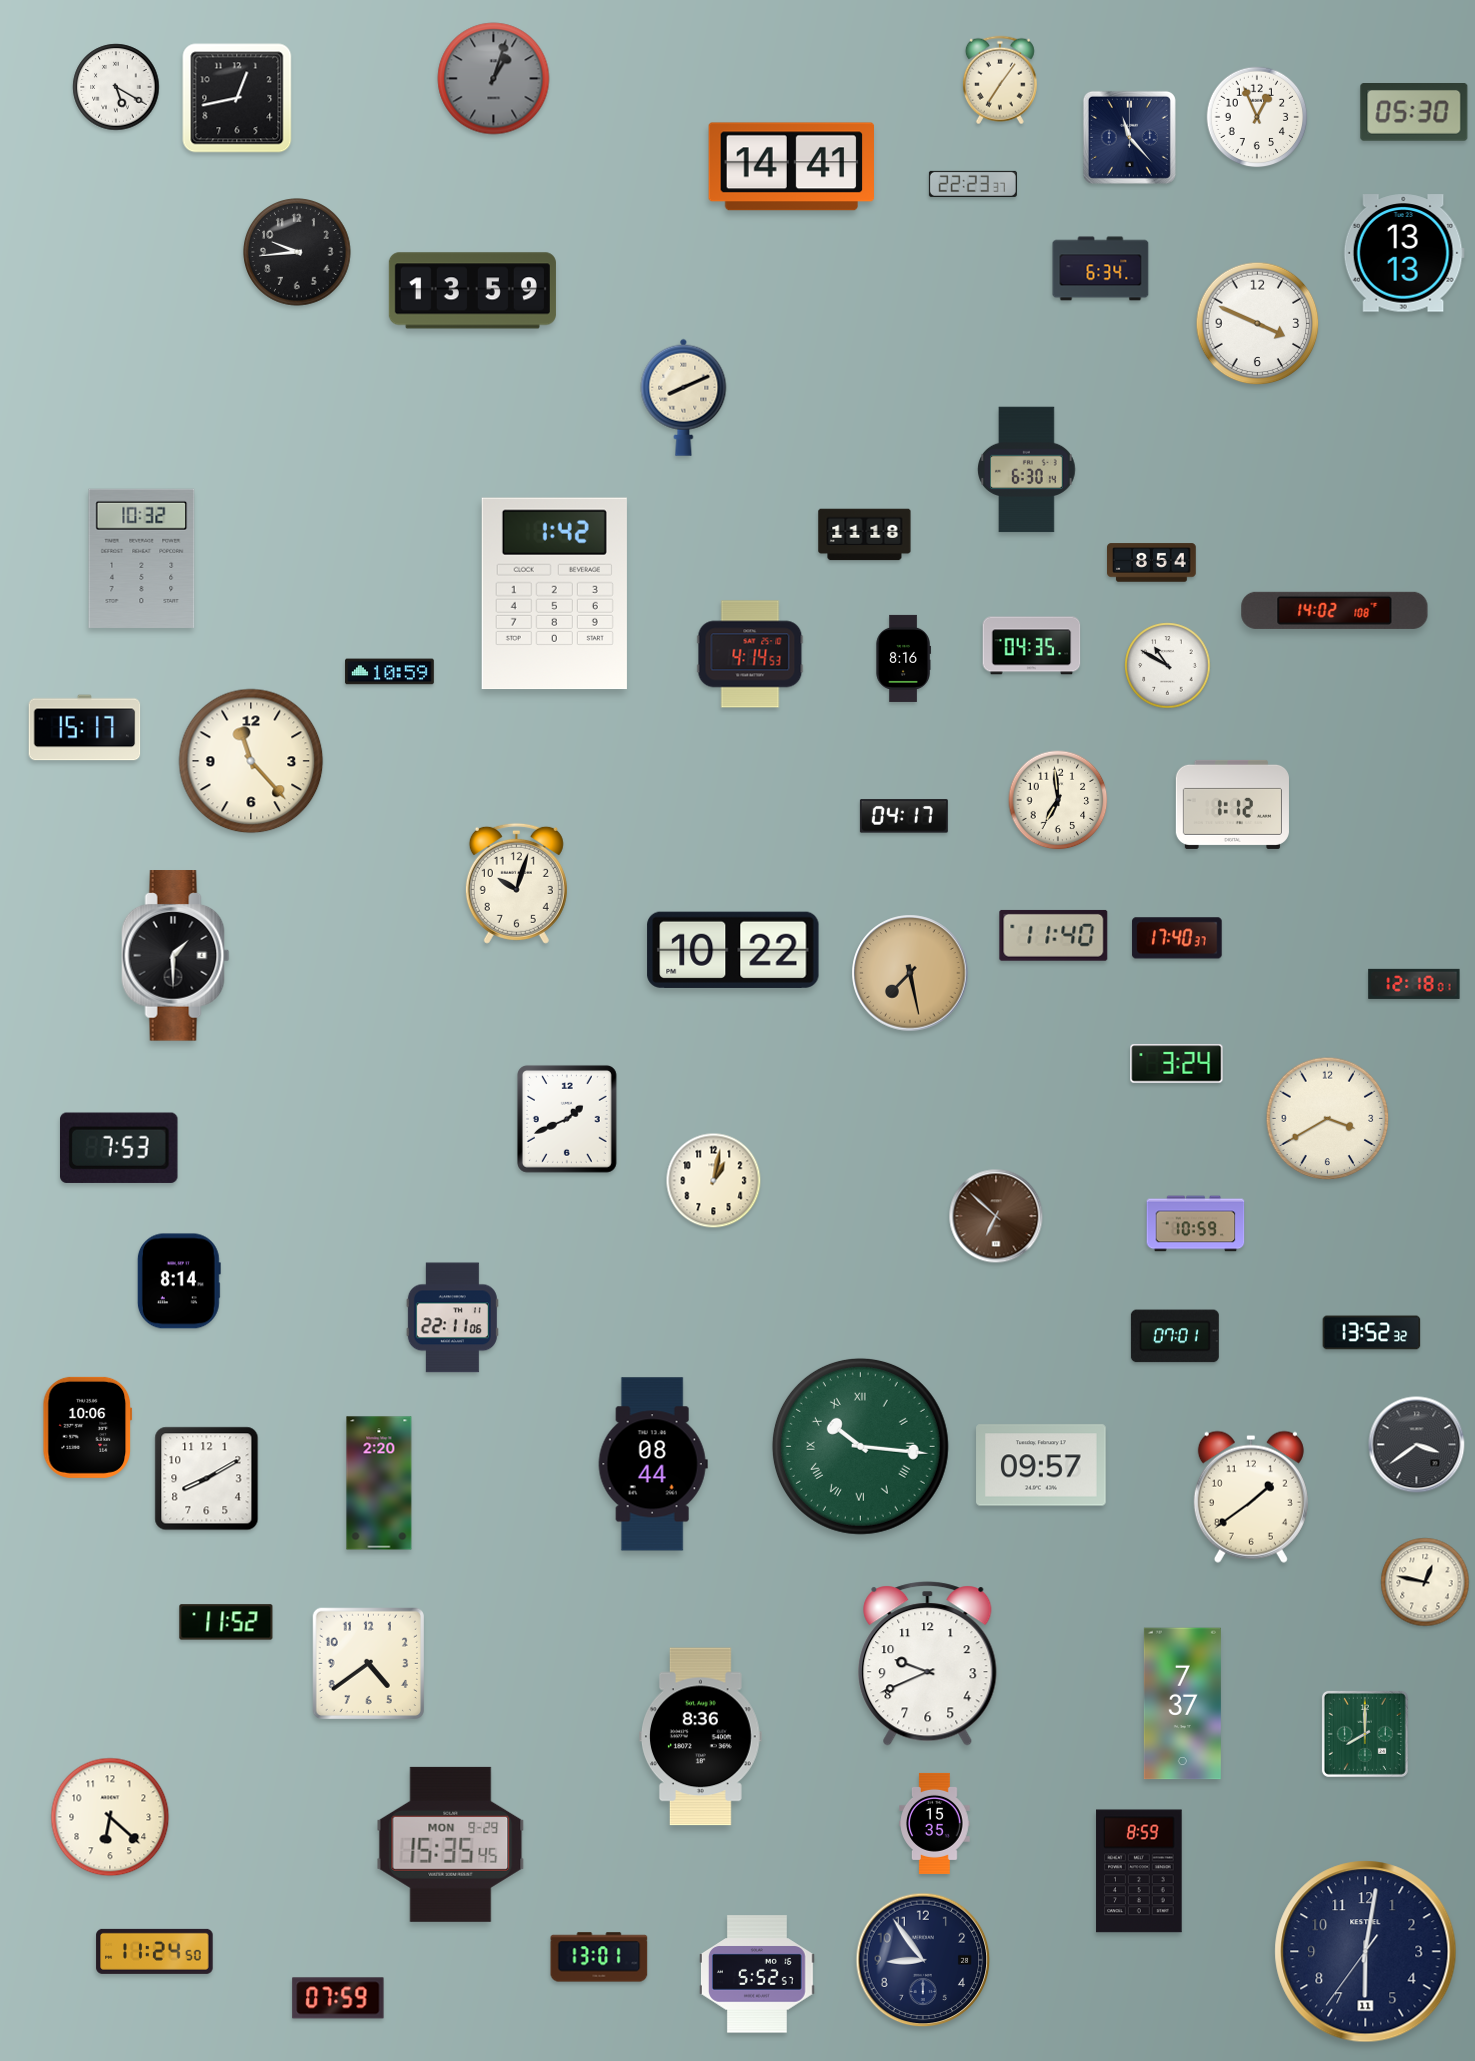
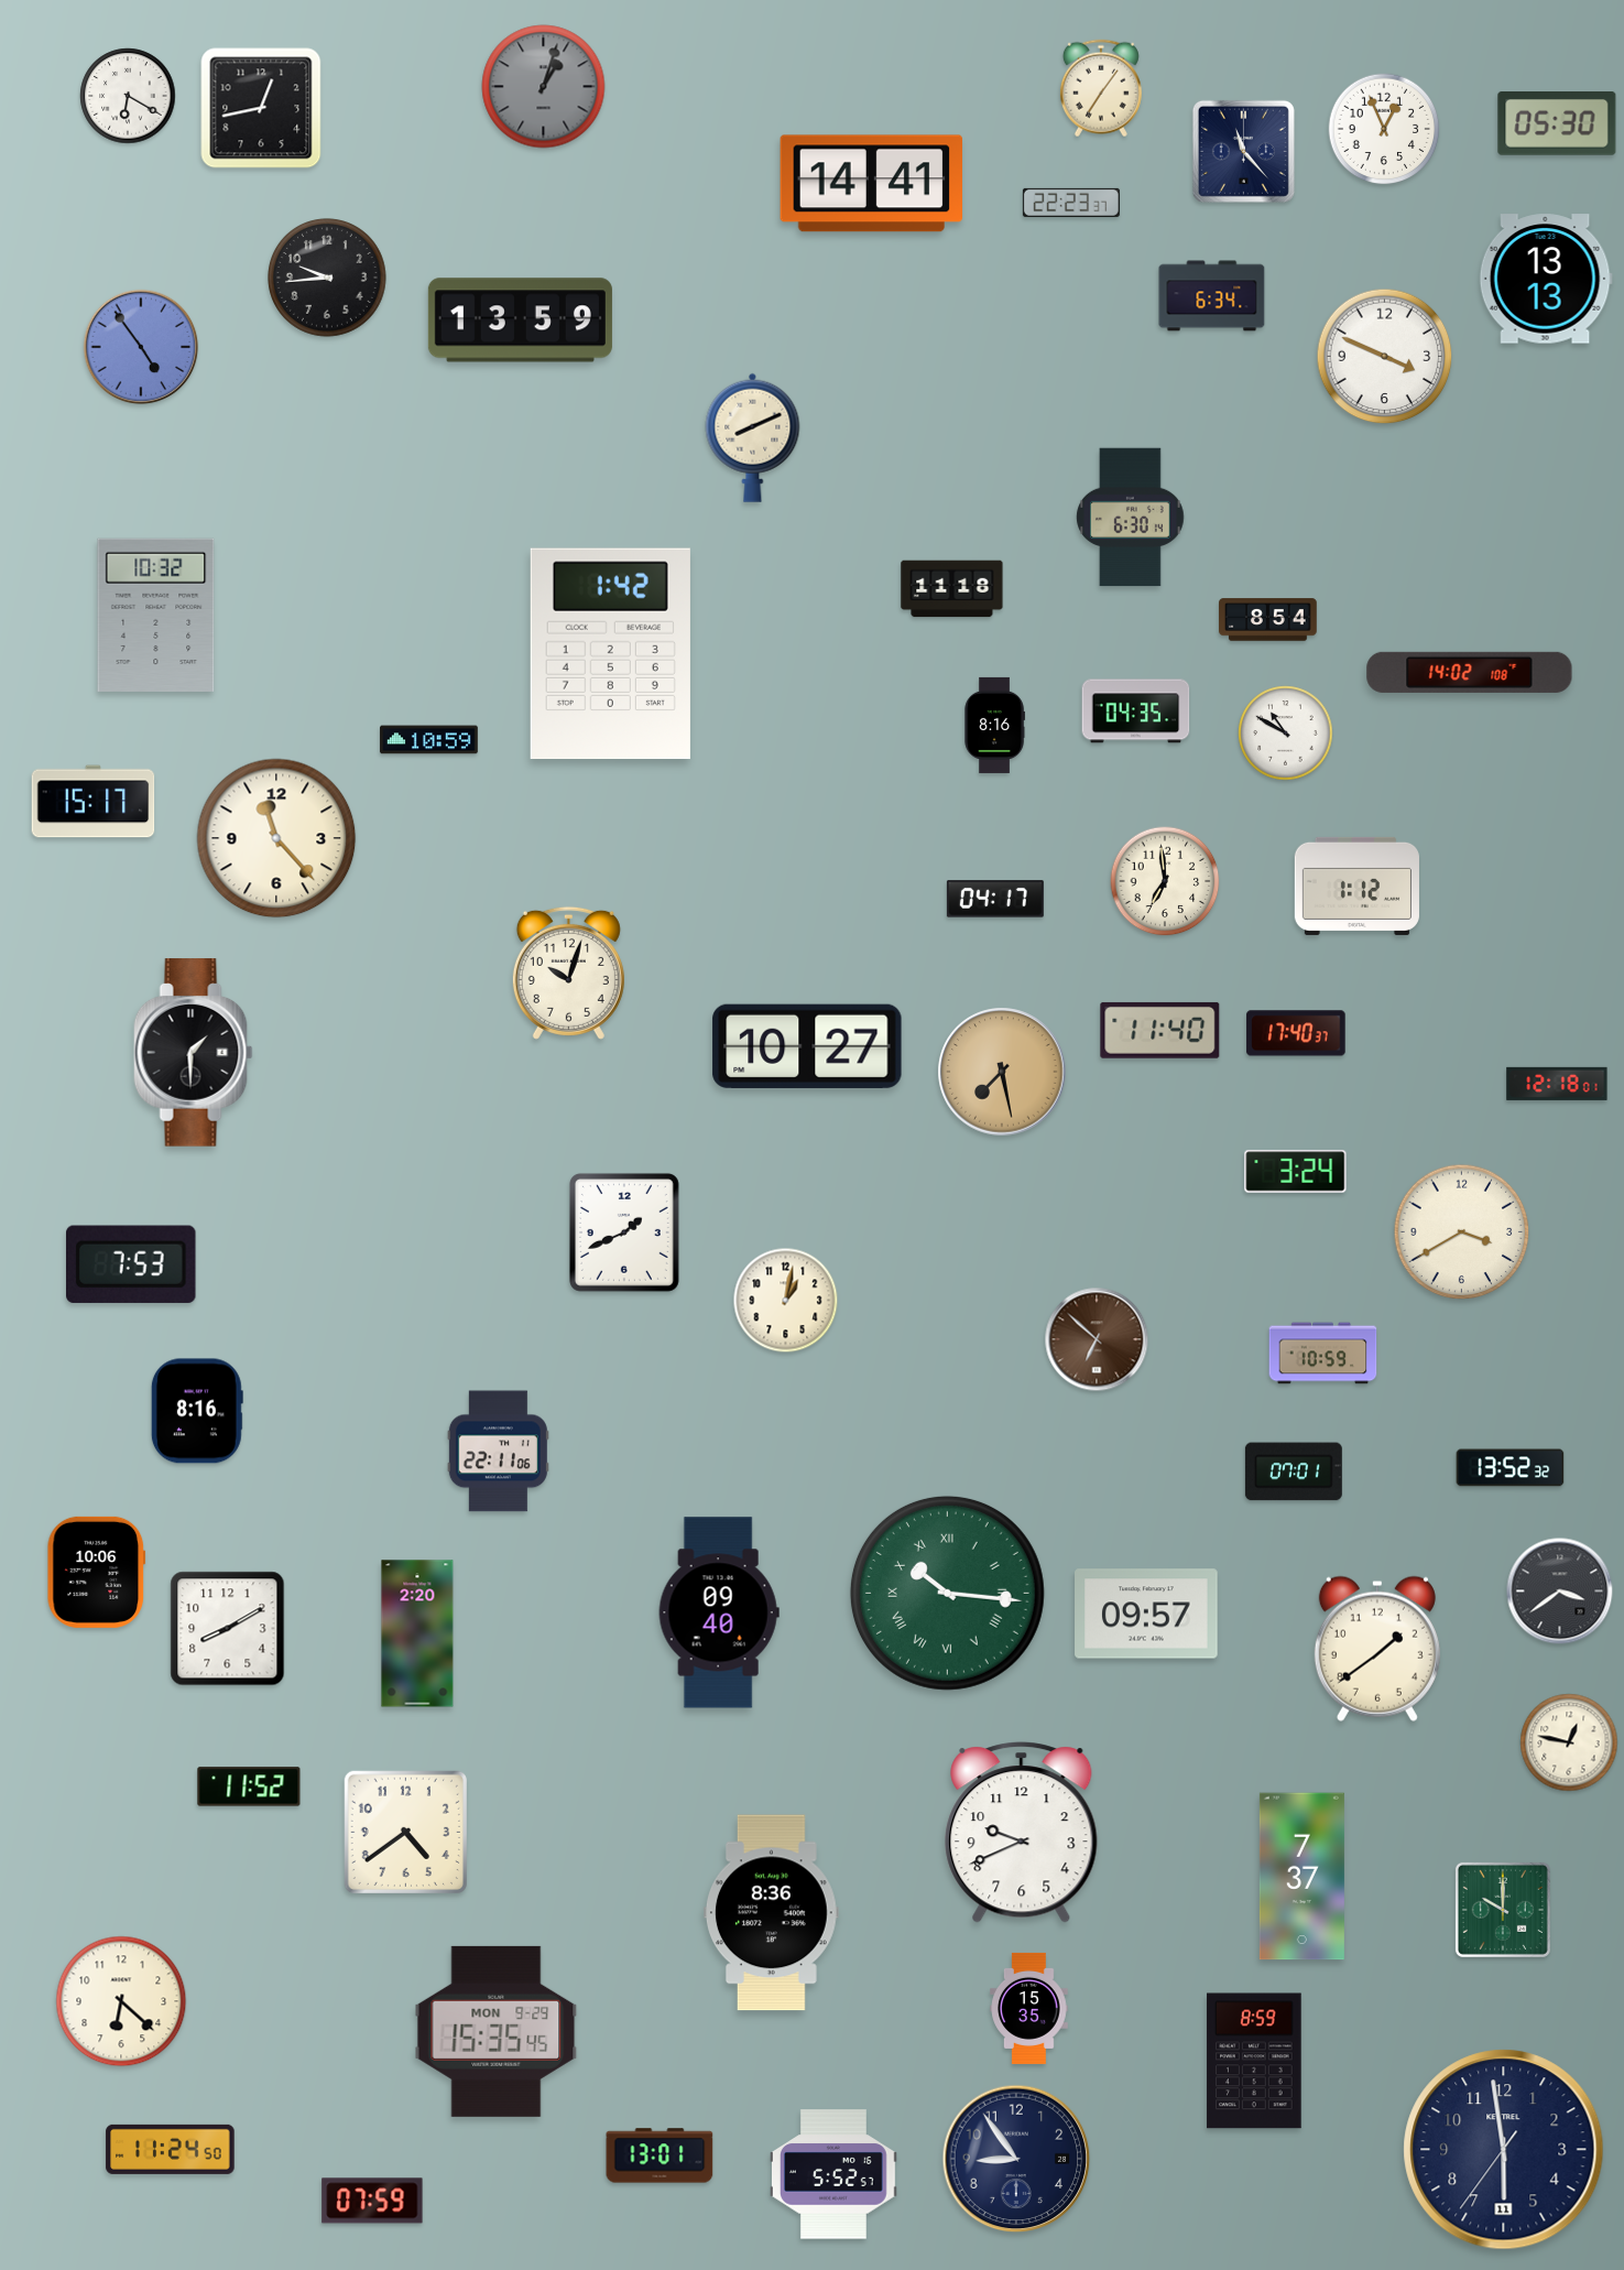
clock at (116, 87): 5:20 -> 6:20
clock at (141, 347): none -> 4:54
clock at (750, 654): 4:14 -> none
clock at (733, 950): 10:22 -> 10:27
clock at (1196, 1224) position: (1196, 1224) -> (1323, 1354)
clock at (179, 1281): 8:14 -> 8:16
clock at (653, 1464): 08:44 -> 09:40
clock at (1365, 1734): 8:00 -> 10:00
clock at (1366, 1952): 6:01 -> 5:58
